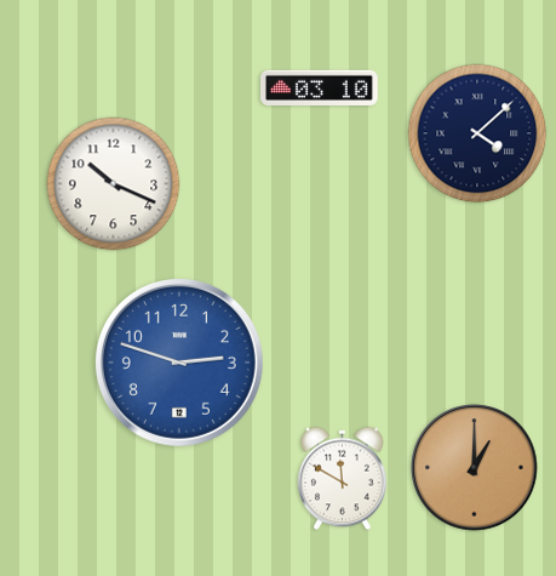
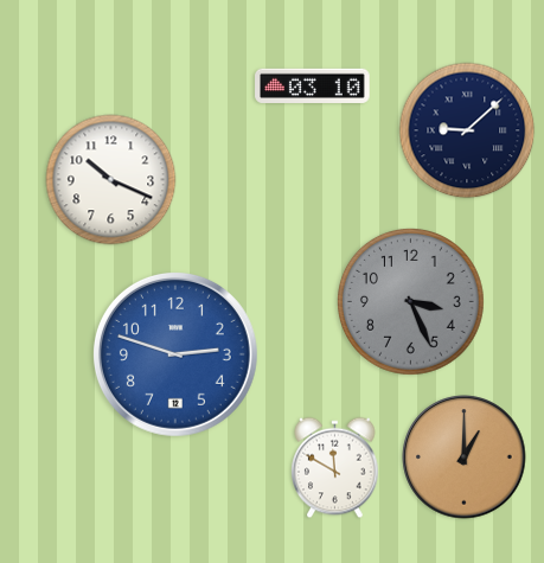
clock at (477, 133): 4:08 -> 9:08
clock at (410, 301): none -> 3:26
